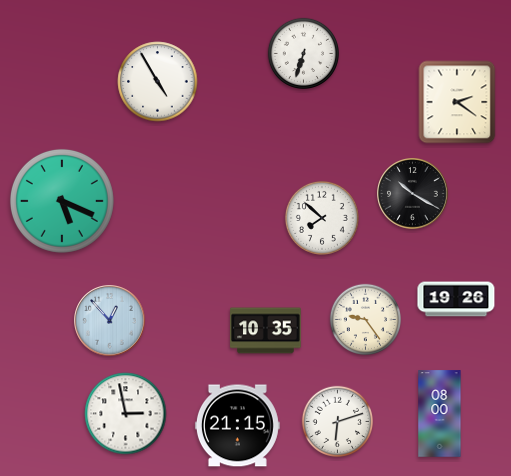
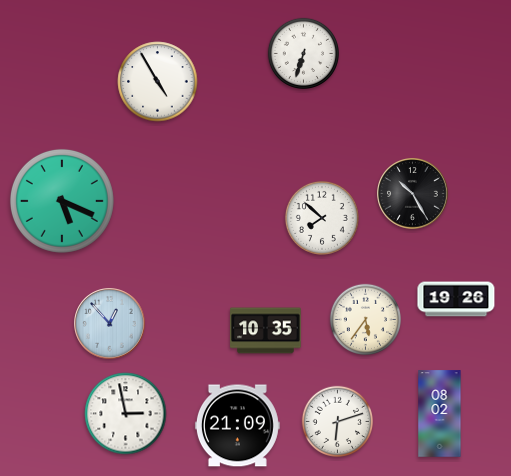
clock at (457, 102): 2:21 -> none
clock at (413, 194): 10:20 -> 10:25
clock at (365, 319): 9:24 -> 5:36
clock at (110, 321) position: (110, 321) -> (110, 324)
clock at (440, 414): 08:00 -> 08:02
clock at (237, 426): 21:15 -> 21:09
